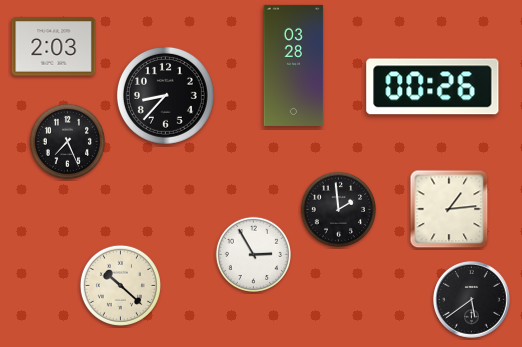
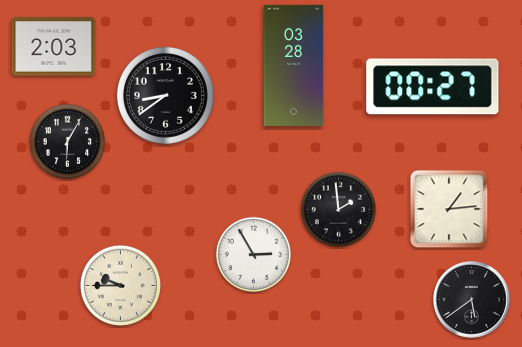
clock at (433, 87): 00:26 -> 00:27
clock at (165, 95): 8:37 -> 8:39
clock at (67, 141): 7:26 -> 6:05
clock at (120, 285): 10:22 -> 9:45
